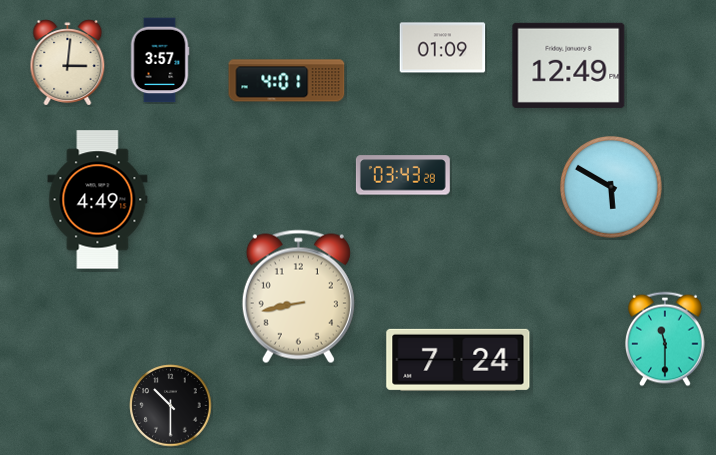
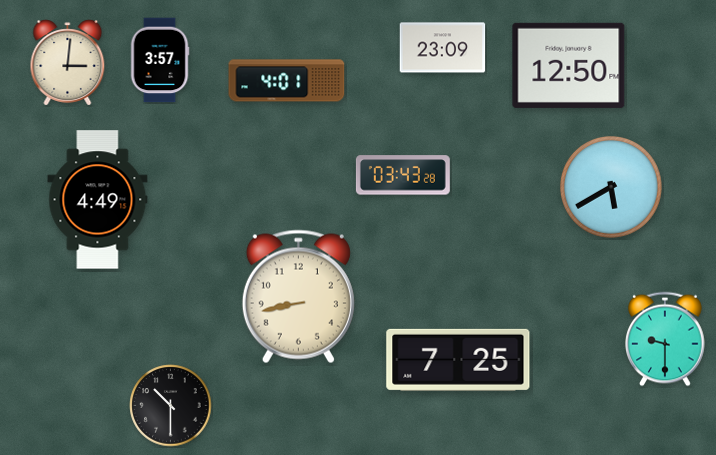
clock at (443, 48): 01:09 -> 23:09
clock at (569, 65): 12:49 -> 12:50
clock at (611, 187): 5:50 -> 5:40
clock at (665, 339): 11:30 -> 9:30
clock at (458, 360): 7:24 -> 7:25
